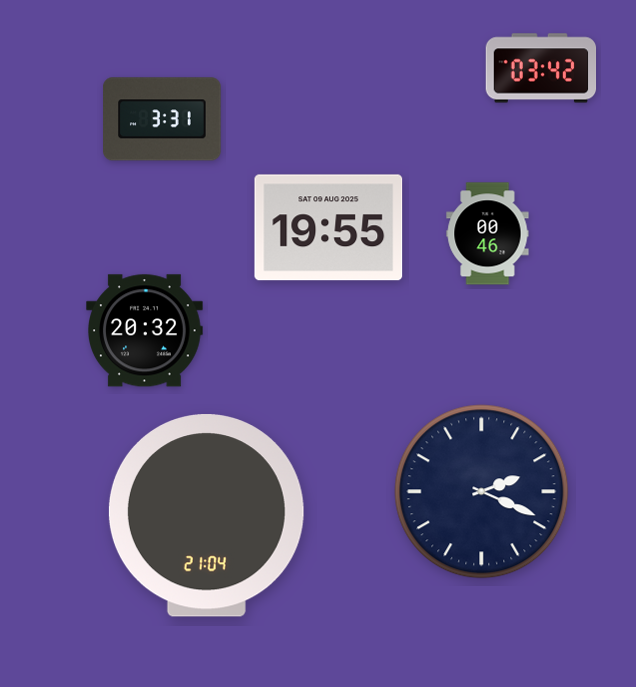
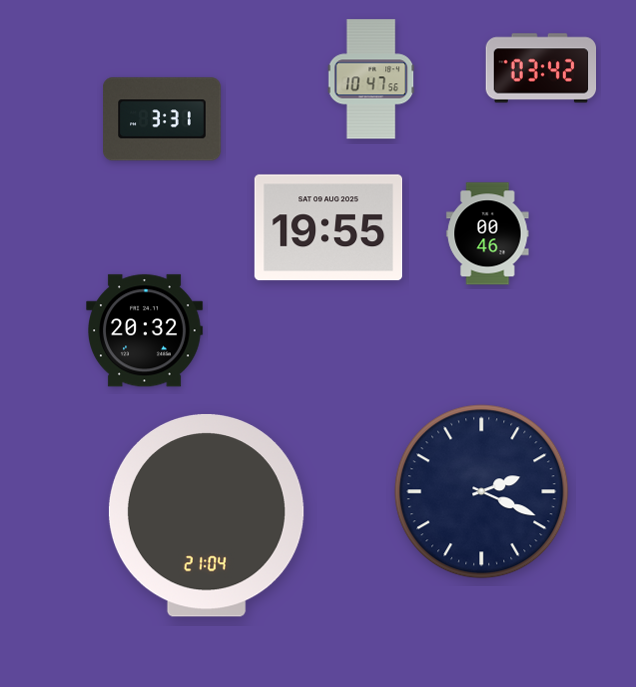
clock at (371, 79): none -> 10:47
